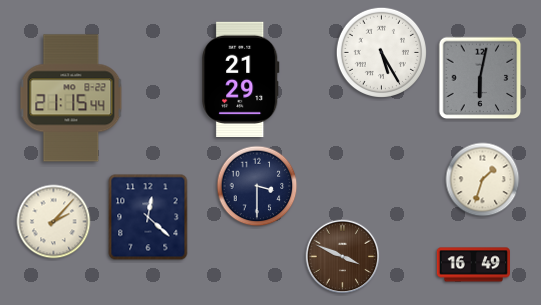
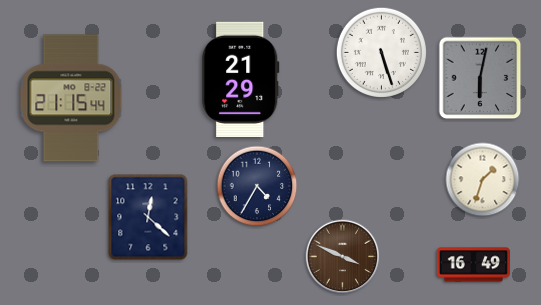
clock at (381, 52): 5:25 -> 5:27
clock at (257, 186): 3:30 -> 4:35
clock at (54, 222): 2:07 -> none
